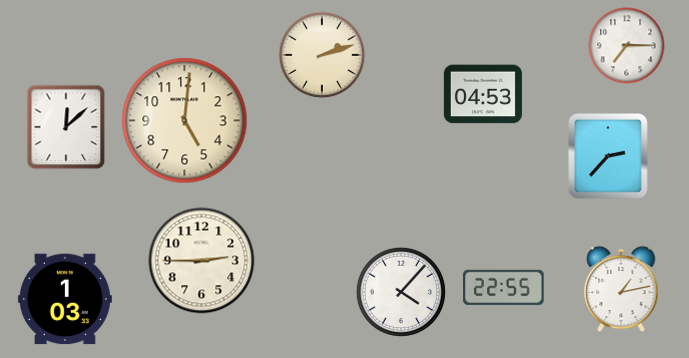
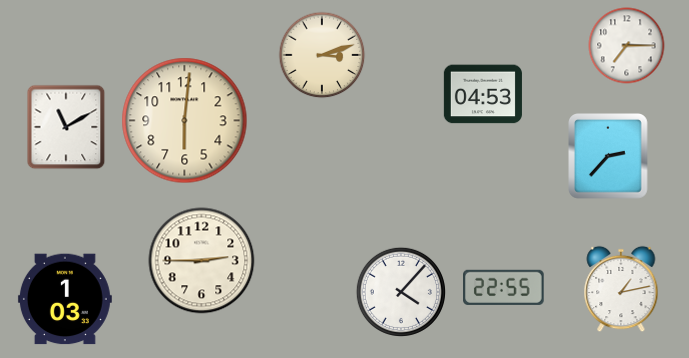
clock at (322, 55): 2:12 -> 3:12
clock at (185, 121): 5:01 -> 6:01
clock at (66, 127): 12:08 -> 11:10
